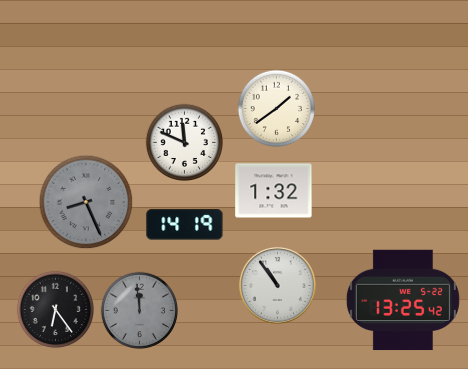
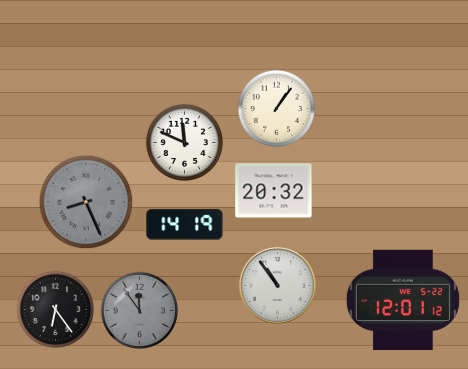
clock at (276, 108): 1:39 -> 1:06
clock at (274, 191): 1:32 -> 20:32
clock at (403, 300): 13:25 -> 12:01
clock at (139, 310): 11:59 -> 11:54
